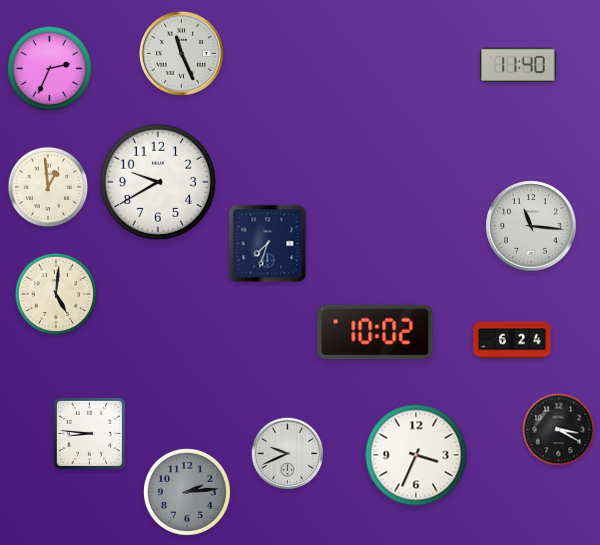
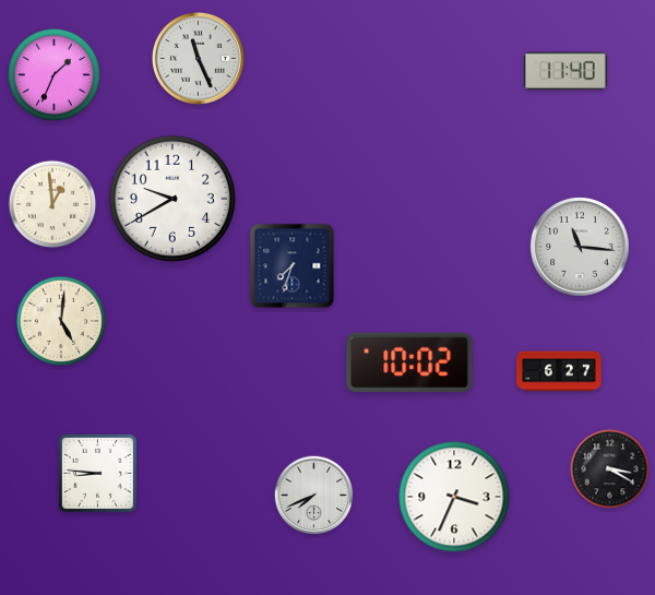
clock at (49, 68): 2:34 -> 1:34
clock at (512, 340): 6:24 -> 6:27
clock at (288, 454): 9:41 -> 7:41
clock at (187, 492): 2:14 -> none
